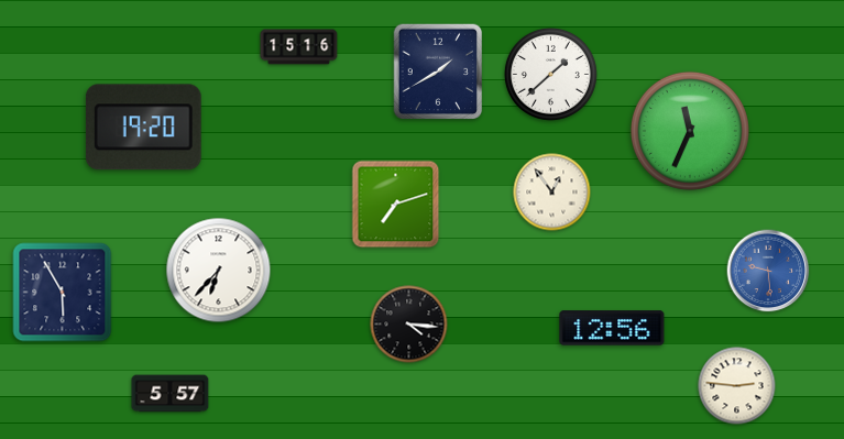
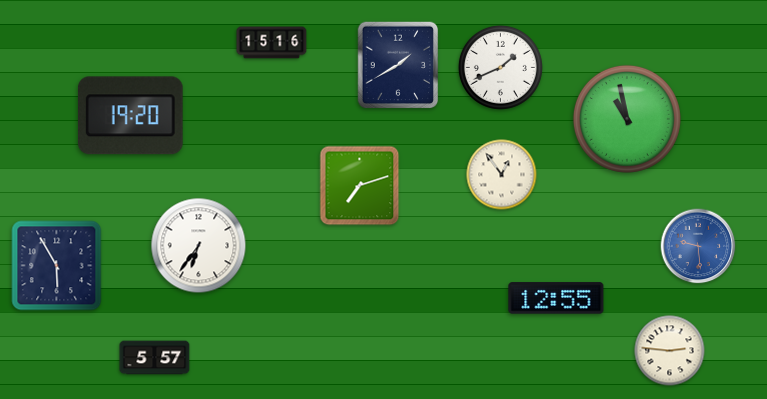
clock at (550, 74): 1:38 -> 1:41
clock at (690, 131): 11:34 -> 10:58
clock at (219, 271): 6:37 -> 6:36
clock at (409, 325): 4:16 -> none
clock at (612, 328): 12:56 -> 12:55
